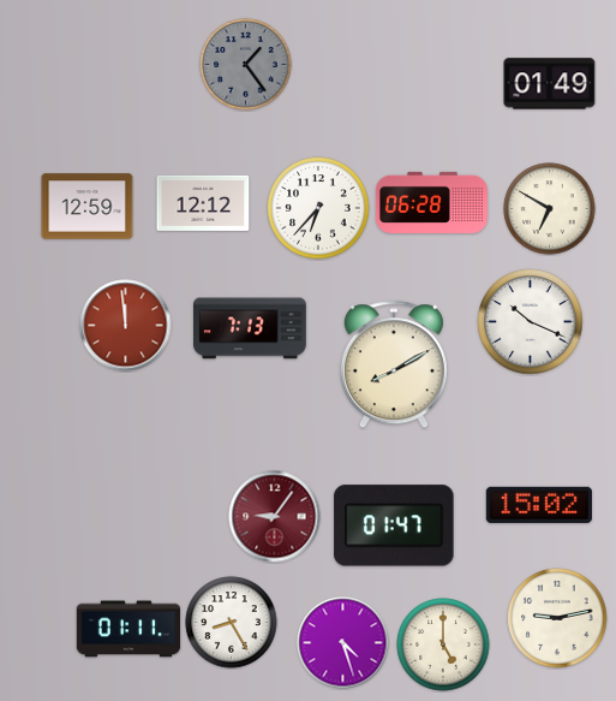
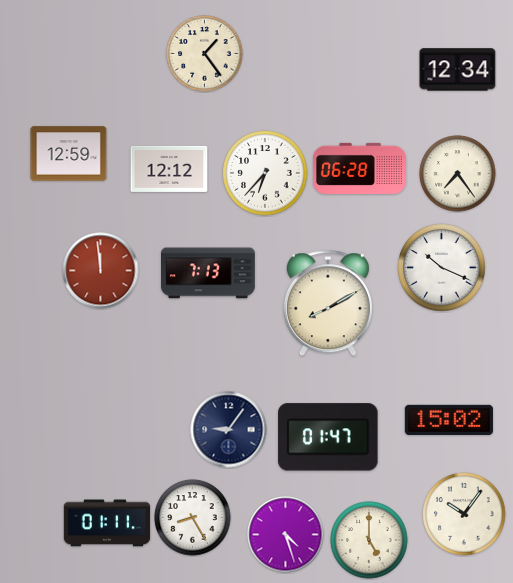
clock at (246, 65) dial: grey -> cream
clock at (550, 84): 01:49 -> 12:34
clock at (88, 207) position: (88, 207) -> (69, 154)
clock at (550, 209): 6:50 -> 7:24
clock at (126, 326) position: (126, 326) -> (101, 271)
clock at (275, 517) dial: burgundy -> navy
clock at (557, 618): 9:13 -> 10:06
clock at (443, 644) position: (443, 644) -> (369, 540)
